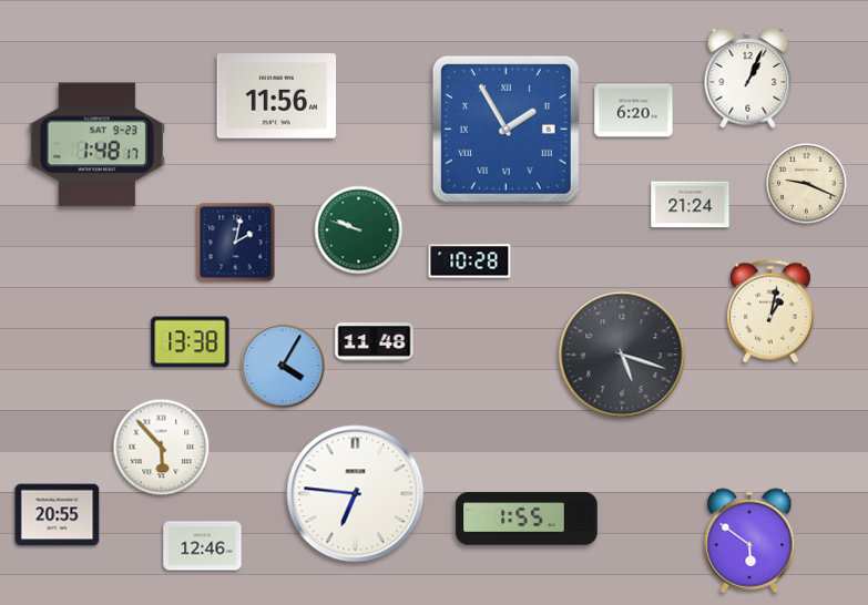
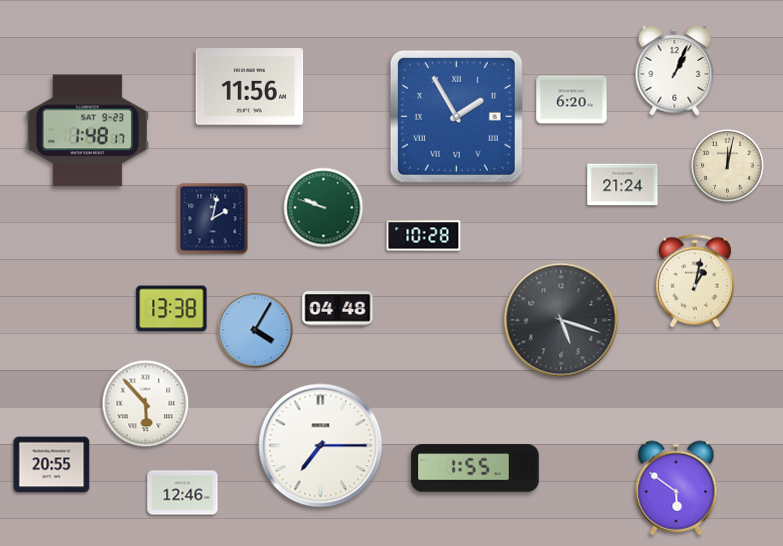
clock at (807, 184): 9:19 -> 12:02
clock at (375, 342): 11:48 -> 04:48
clock at (356, 494): 6:46 -> 7:15
